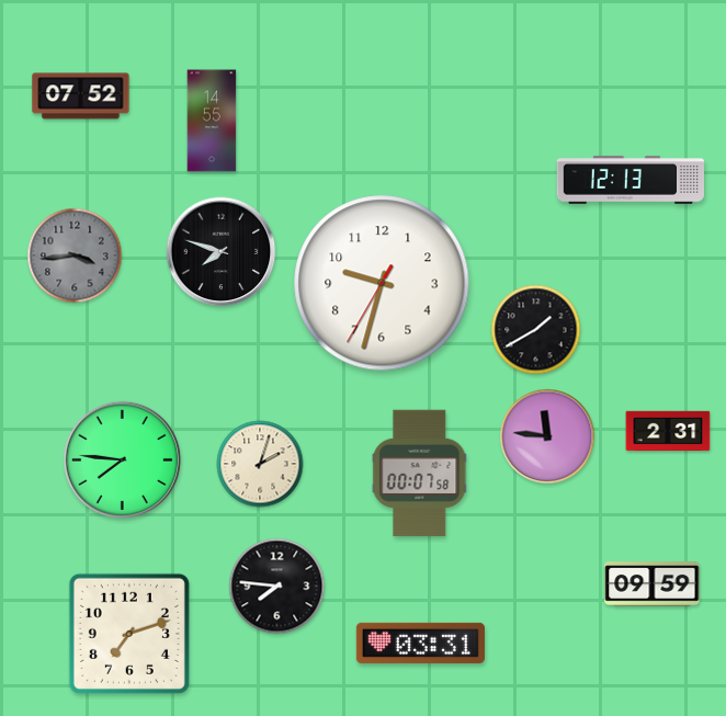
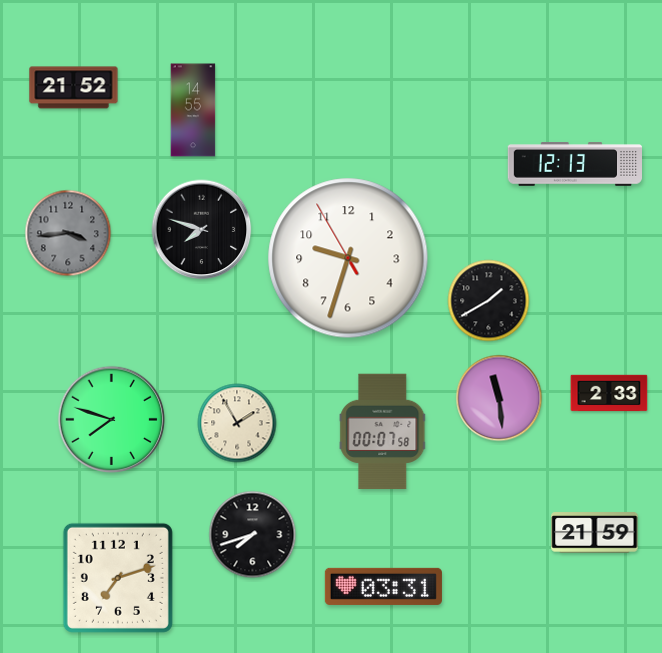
clock at (81, 96): 07:52 -> 21:52
clock at (382, 283): 9:32:35 -> 9:32:55
clock at (668, 431): 2:31 -> 2:33
clock at (547, 436): 11:46 -> 11:29
clock at (123, 461): 7:46 -> 7:48
clock at (260, 464): 2:03 -> 1:55
clock at (653, 584): 09:59 -> 21:59
clock at (277, 587): 7:46 -> 7:42
